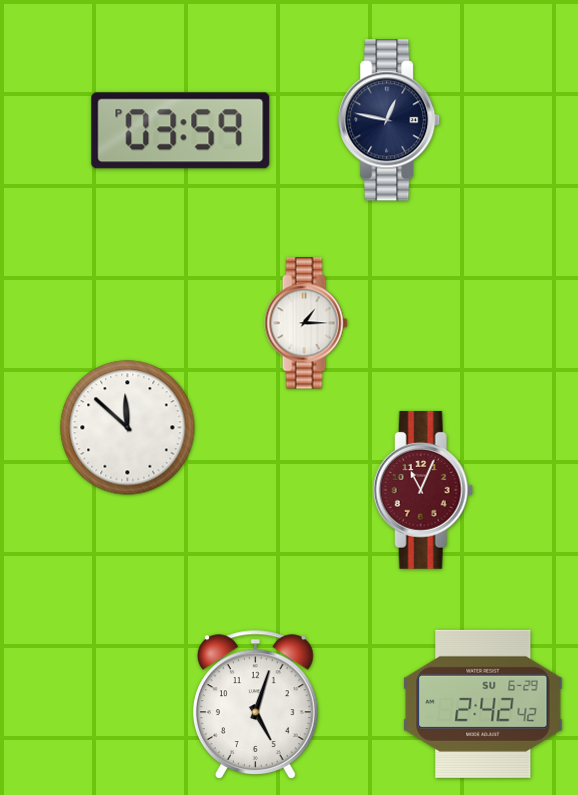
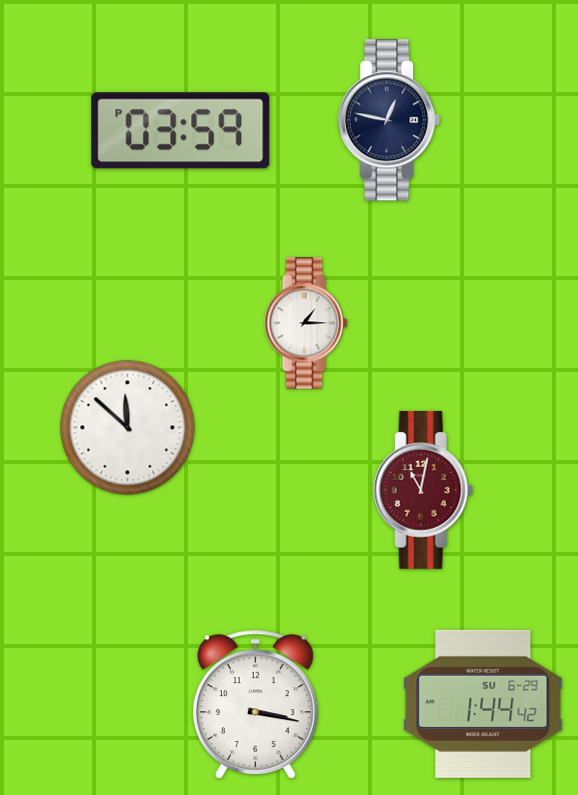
clock at (423, 490): 11:04 -> 11:02
clock at (255, 704): 5:03 -> 3:17
clock at (483, 704): 2:42 -> 1:44
